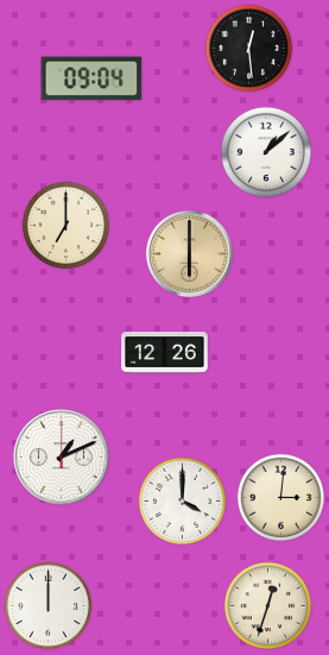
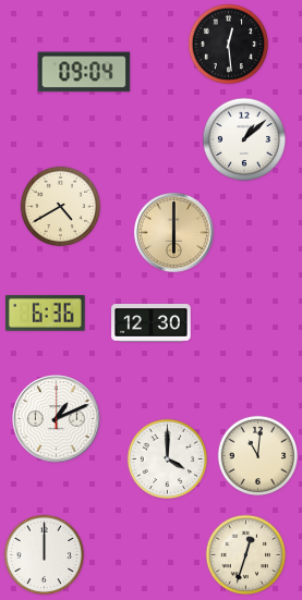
clock at (67, 226): 7:00 -> 4:40
clock at (46, 313): none -> 6:36
clock at (165, 353): 12:26 -> 12:30
clock at (281, 498): 3:01 -> 11:01
